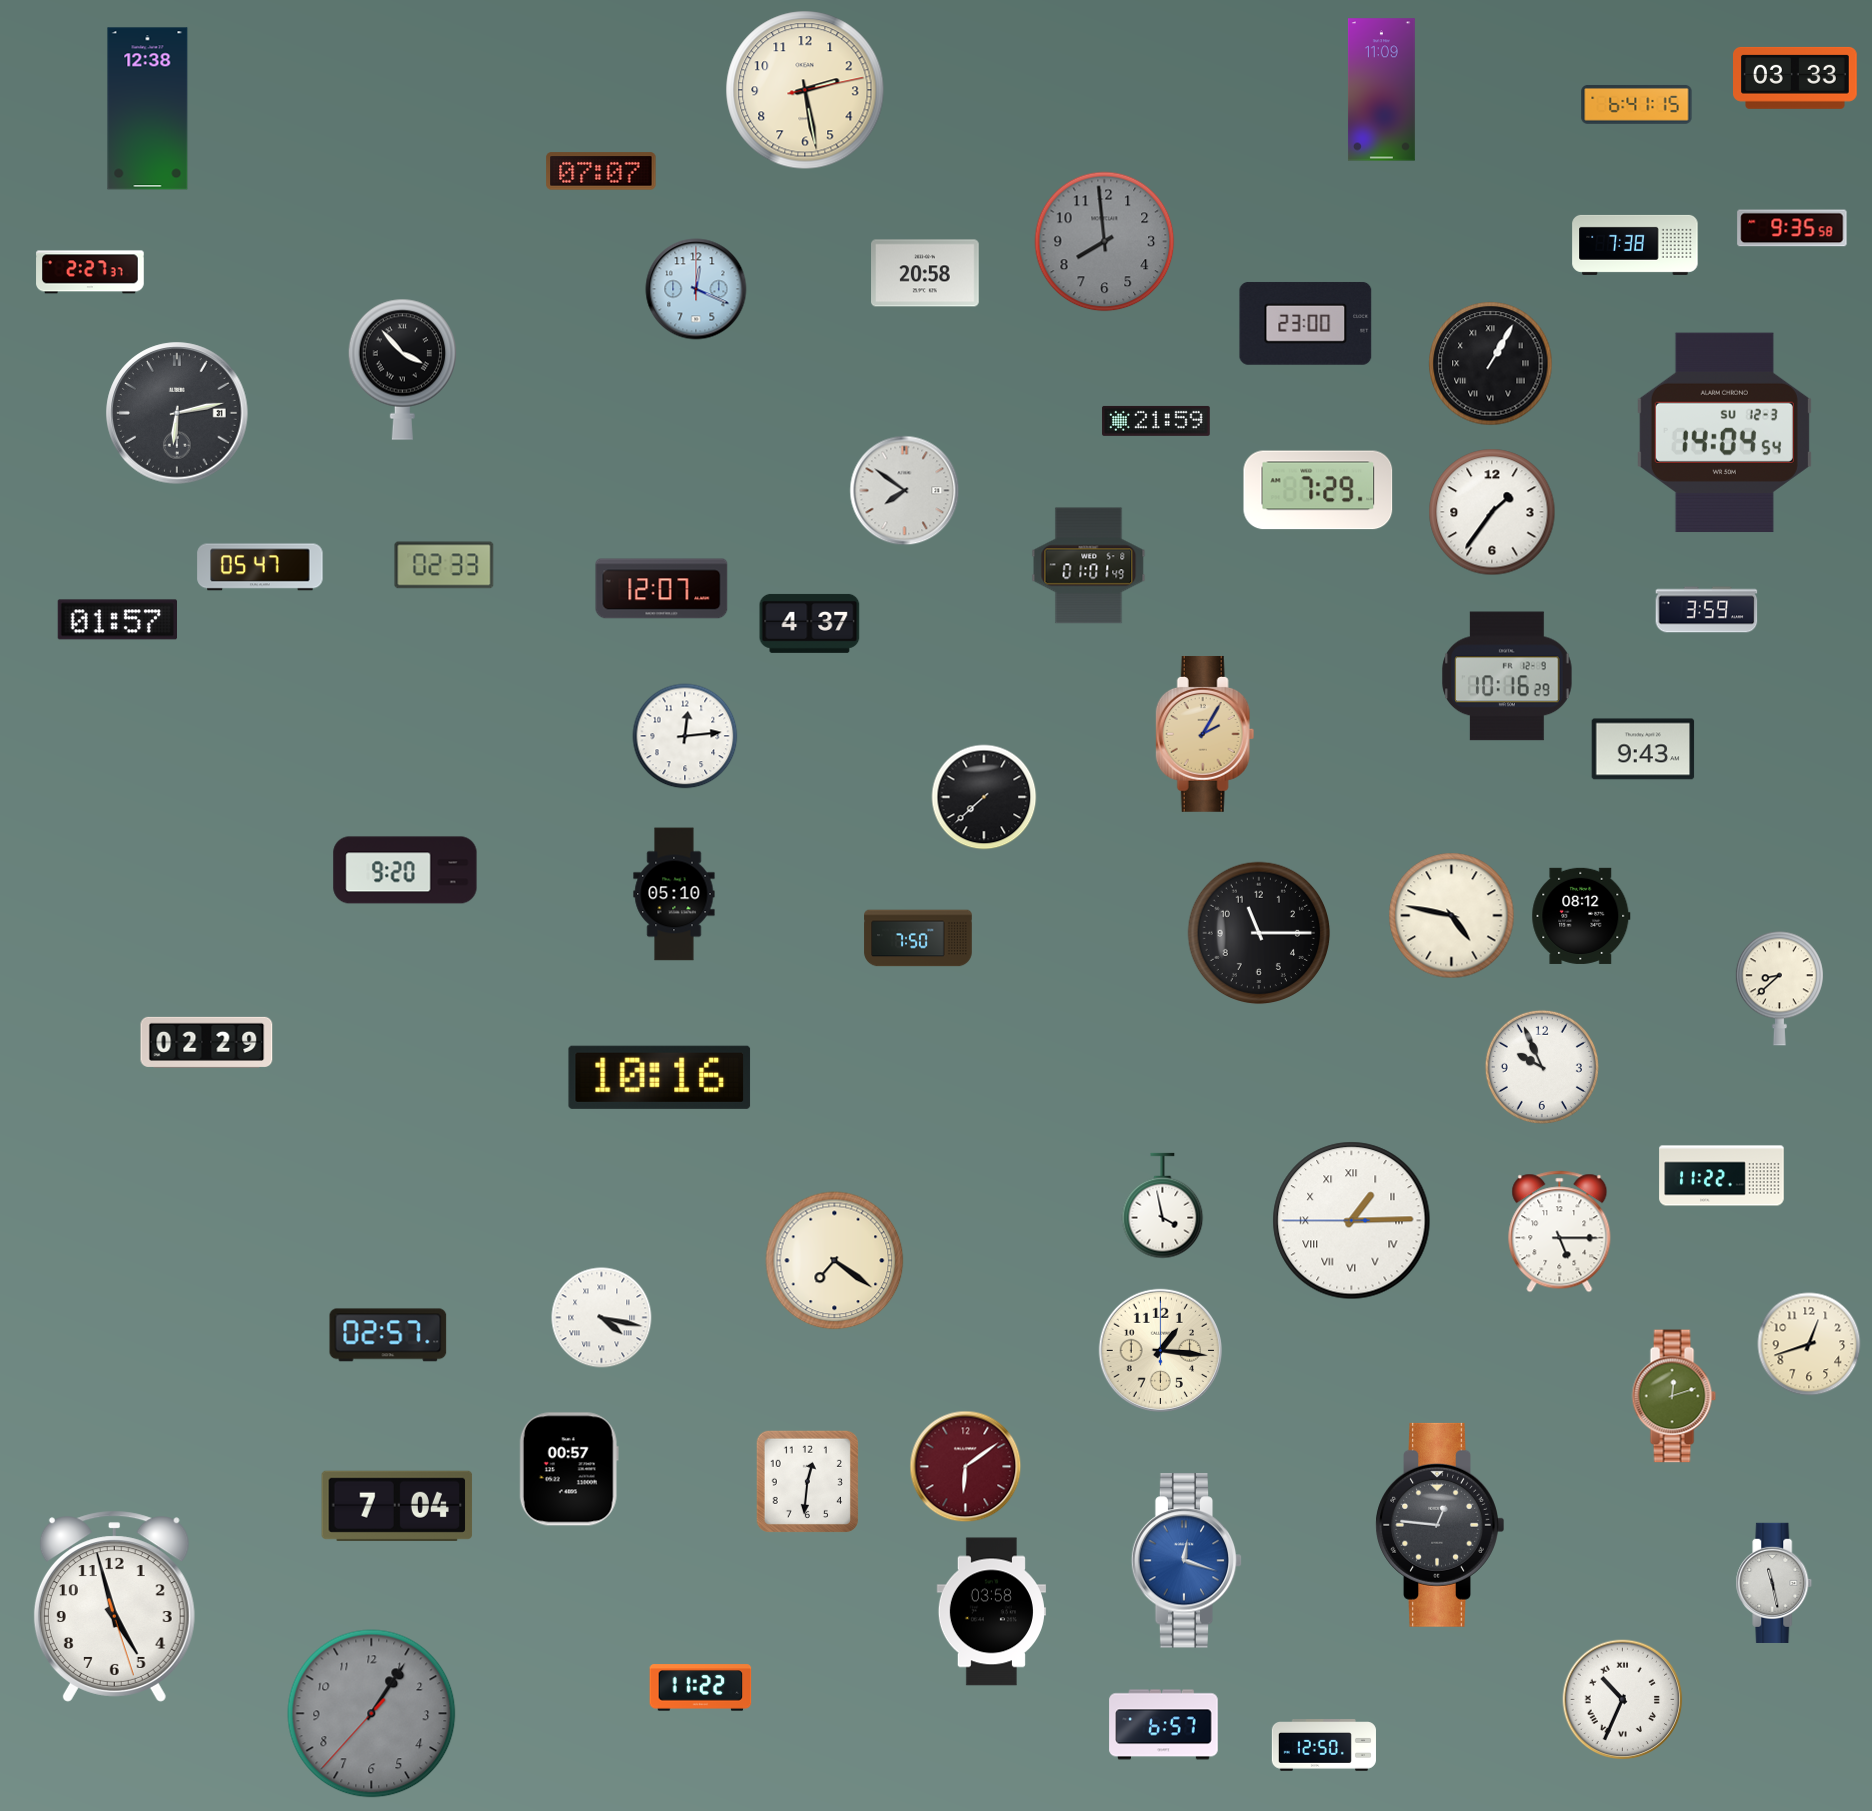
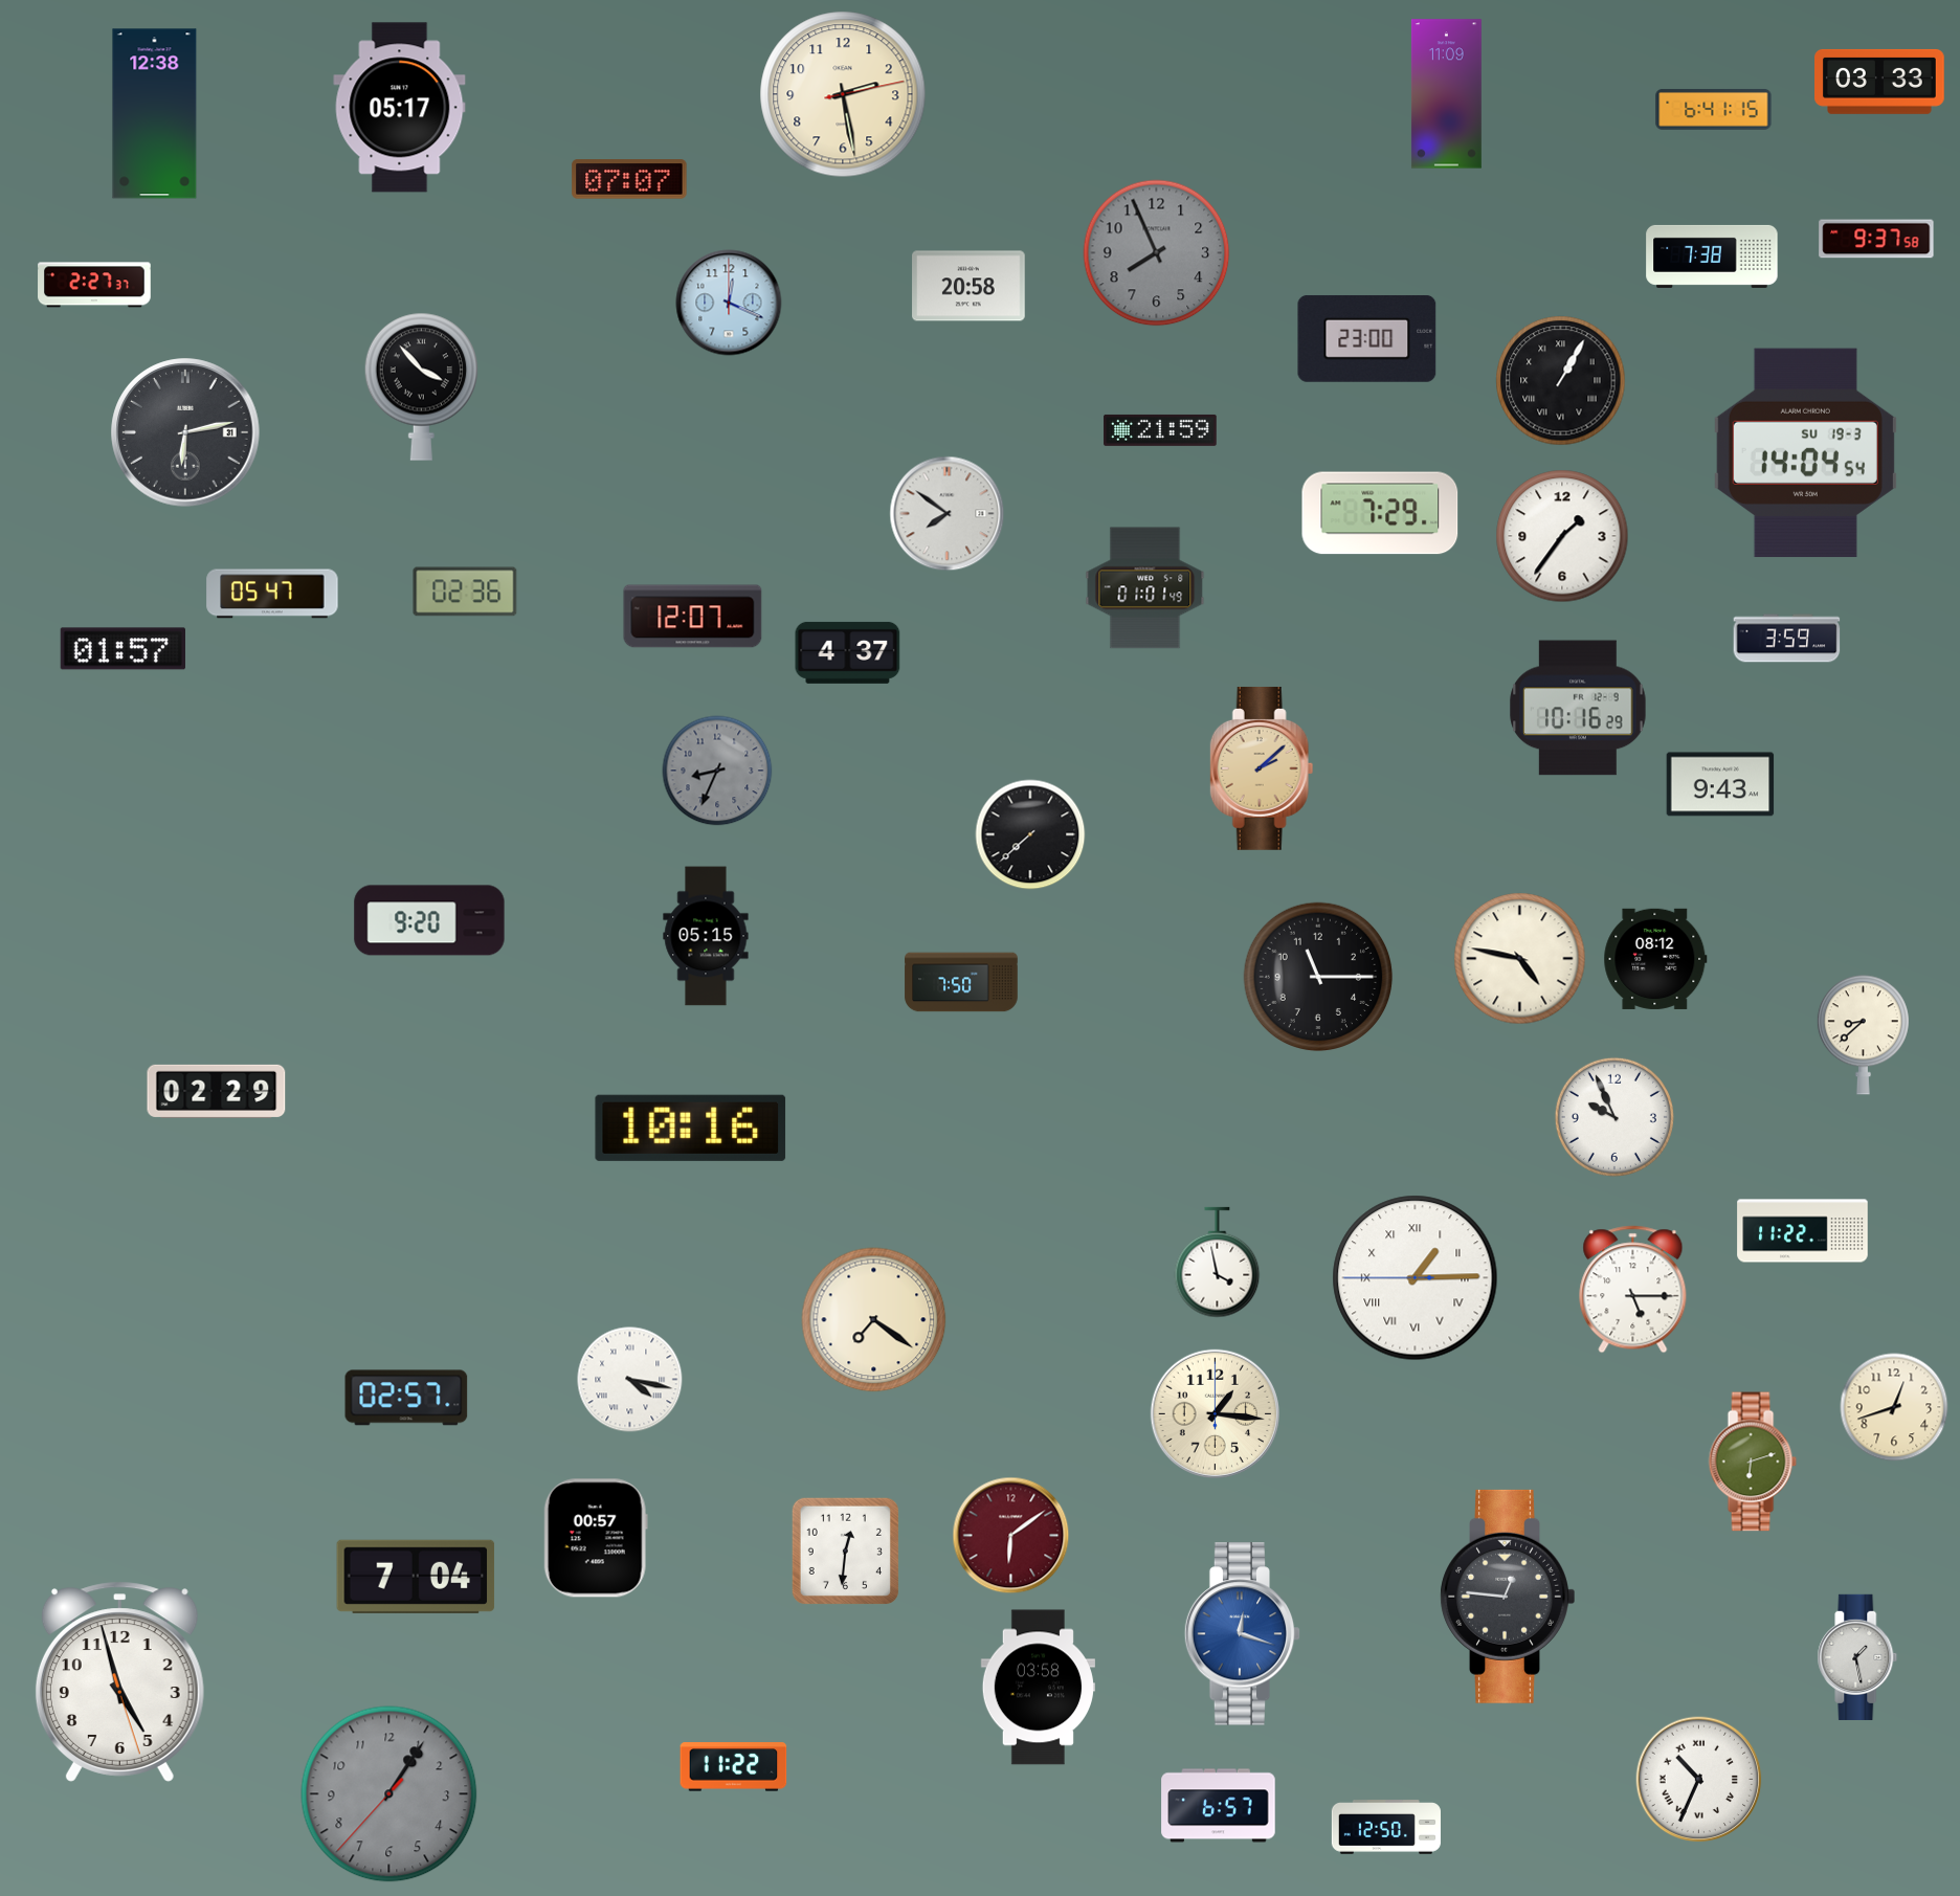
clock at (400, 108): none -> 05:17
clock at (1792, 228): 9:35 -> 9:37
clock at (1105, 242): 7:59 -> 7:56
clock at (1156, 421) position: (1156, 421) -> (1160, 430)
clock at (1724, 433) date: SU 12-3 -> SU 19-3
clock at (444, 565): 02:33 -> 02:36
clock at (1089, 566) position: (1089, 566) -> (1145, 588)
clock at (1205, 734): 2:05 -> 2:08
clock at (685, 736): 12:14 -> 8:34
clock at (685, 736) dial: white -> grey
clock at (405, 870) position: (405, 870) -> (429, 920)
clock at (674, 894): 05:10 -> 05:15
clock at (1674, 1396): 12:12 -> 6:12
clock at (1774, 1583): 11:28 -> 1:28
